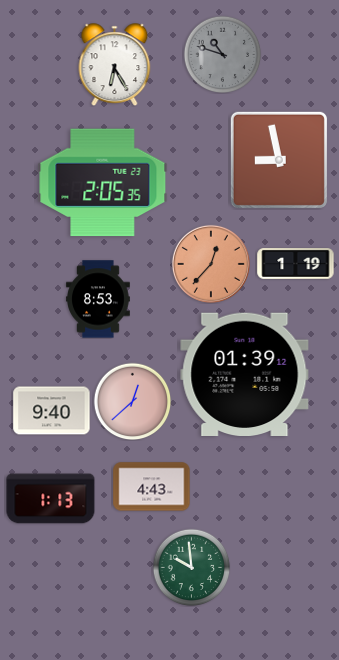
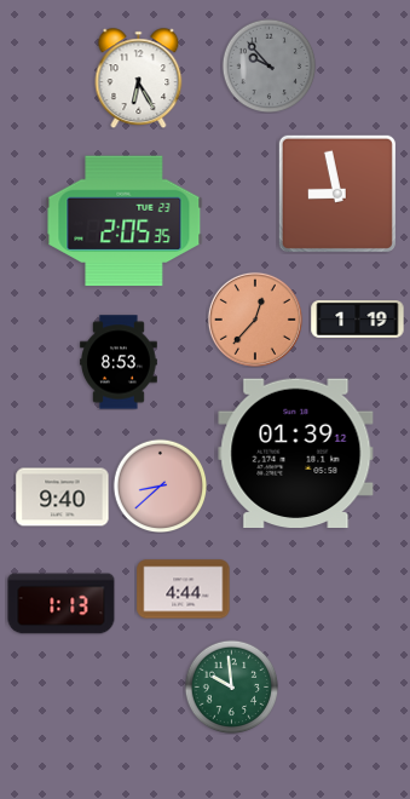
clock at (222, 54): 10:48 -> 9:53
clock at (132, 401): 12:38 -> 8:38
clock at (152, 487): 4:43 -> 4:44
